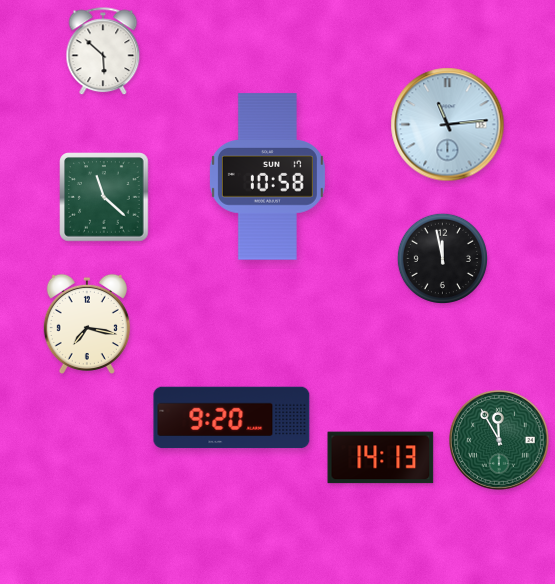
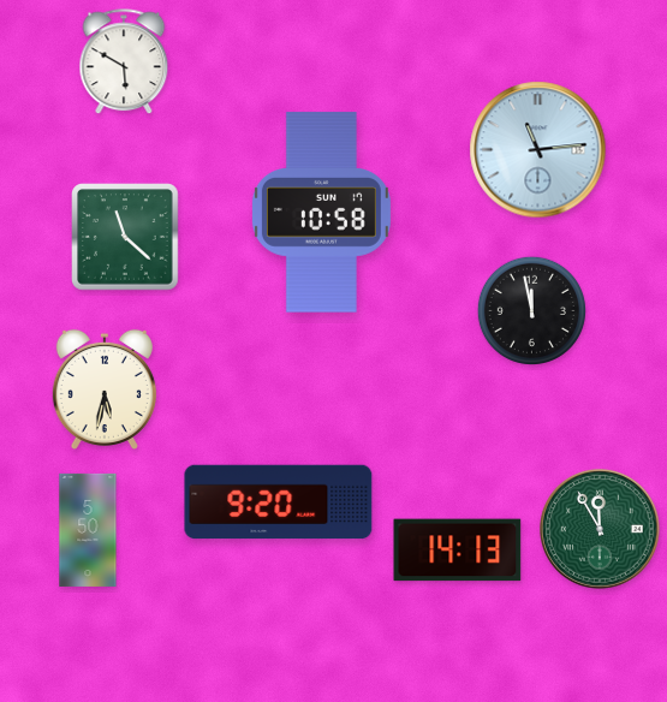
clock at (103, 52): 5:52 -> 5:50
clock at (87, 323): 7:17 -> 5:32
clock at (88, 530): none -> 5:50
